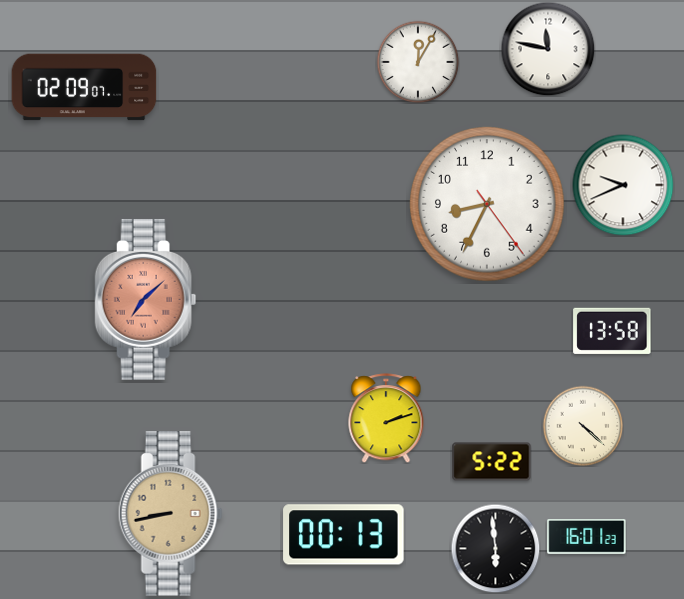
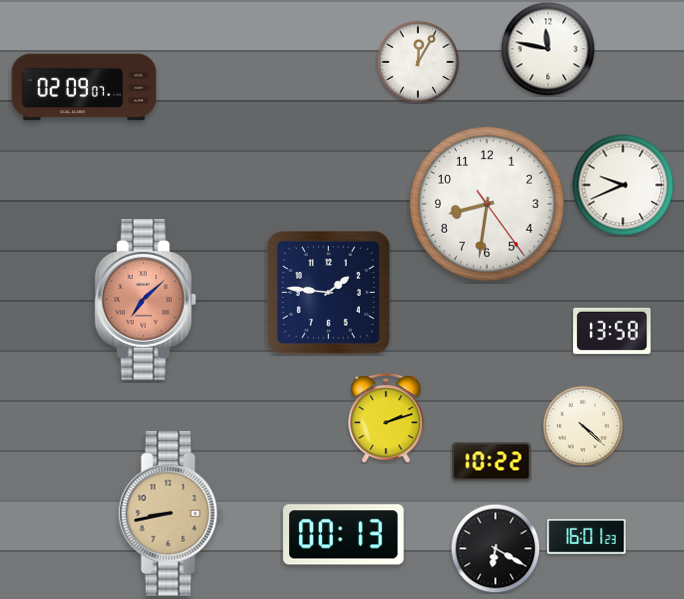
clock at (488, 205): 8:34 -> 8:31
clock at (328, 292): none -> 1:46
clock at (492, 462): 5:22 -> 10:22
clock at (495, 548): 5:59 -> 6:20
